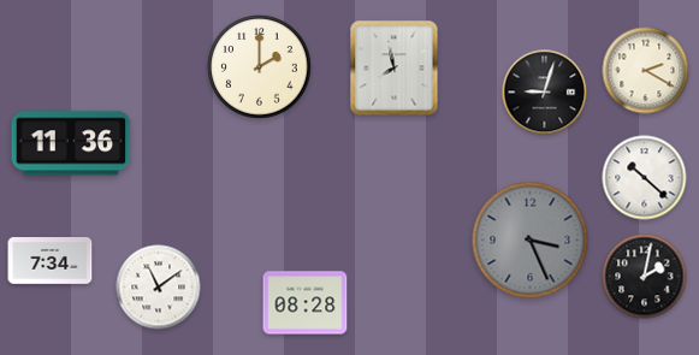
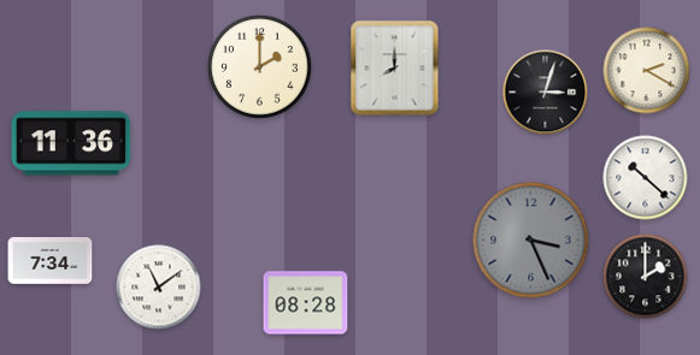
clock at (395, 69): 7:58 -> 8:00
clock at (545, 93): 9:03 -> 3:03
clock at (645, 277): 2:02 -> 2:00
